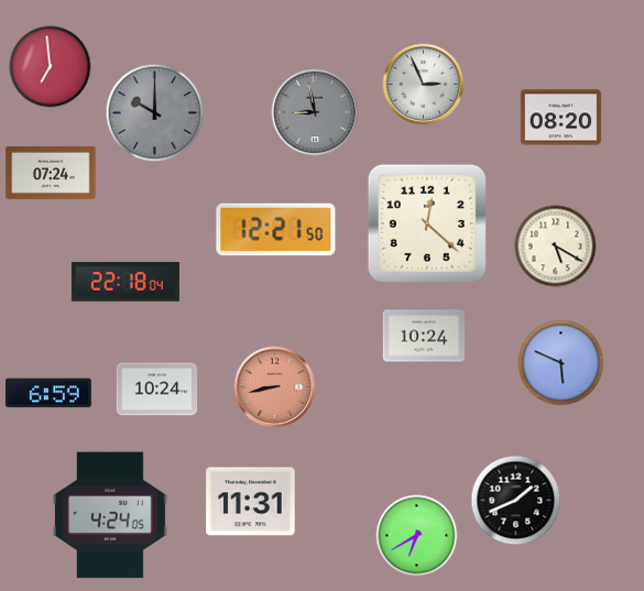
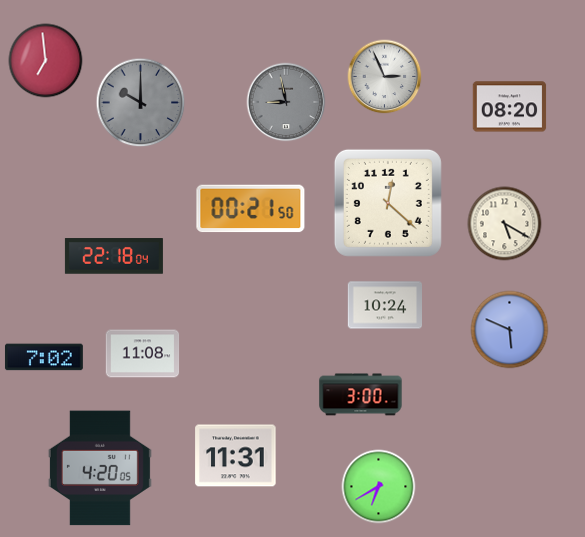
clock at (51, 173): 07:24 -> none
clock at (276, 230): 12:21 -> 00:21
clock at (275, 387): 8:43 -> none
clock at (157, 390): 10:24 -> 11:08
clock at (48, 393): 6:59 -> 7:02
clock at (361, 395): none -> 3:00
clock at (516, 501): 1:41 -> none
clock at (251, 502) position: (251, 502) -> (236, 456)
clock at (110, 515): 4:24 -> 4:20
